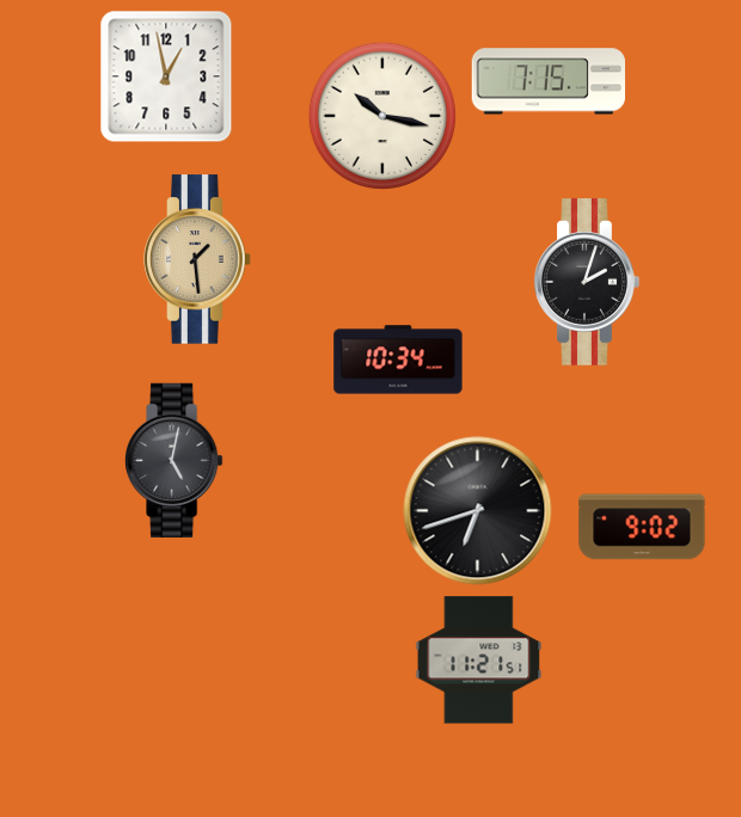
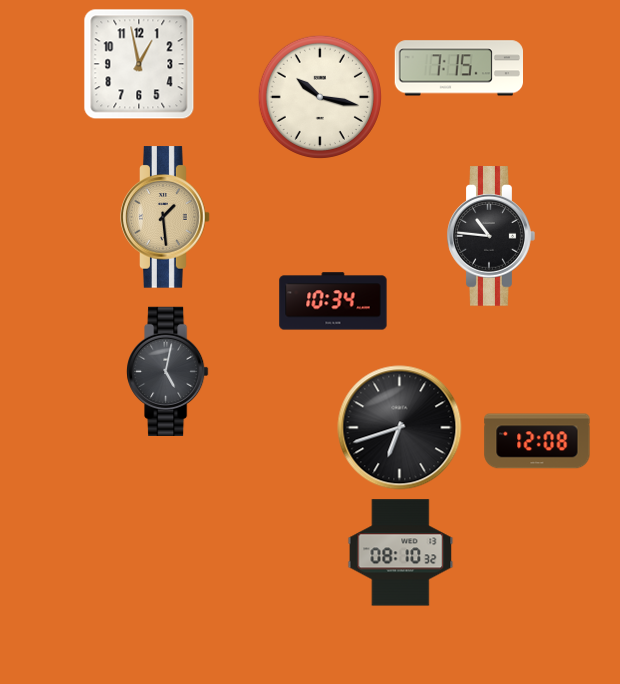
clock at (587, 282): 2:03 -> 10:46
clock at (174, 460) position: (174, 460) -> (168, 371)
clock at (642, 527): 9:02 -> 12:08
clock at (479, 661): 11:21 -> 08:10
